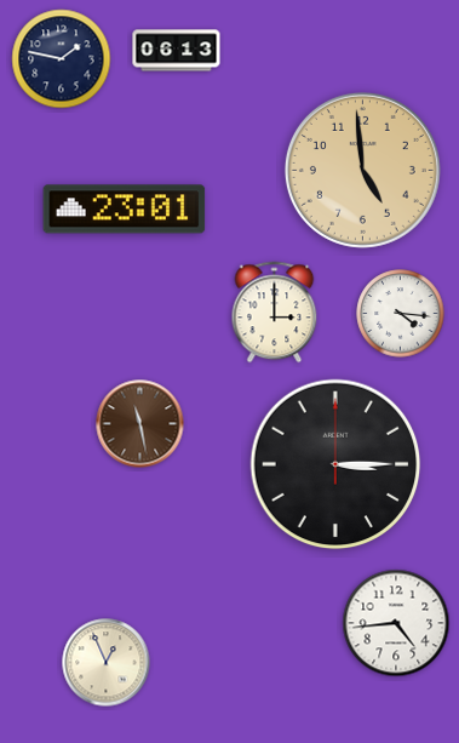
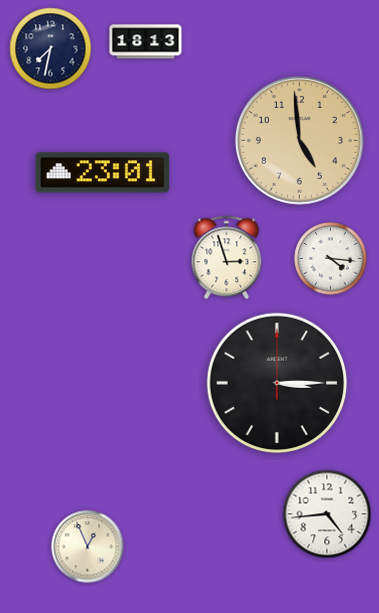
clock at (177, 51): 06:13 -> 18:13
clock at (62, 59): 1:47 -> 7:32
clock at (275, 313): 3:00 -> 2:57
clock at (140, 424): 11:28 -> none
